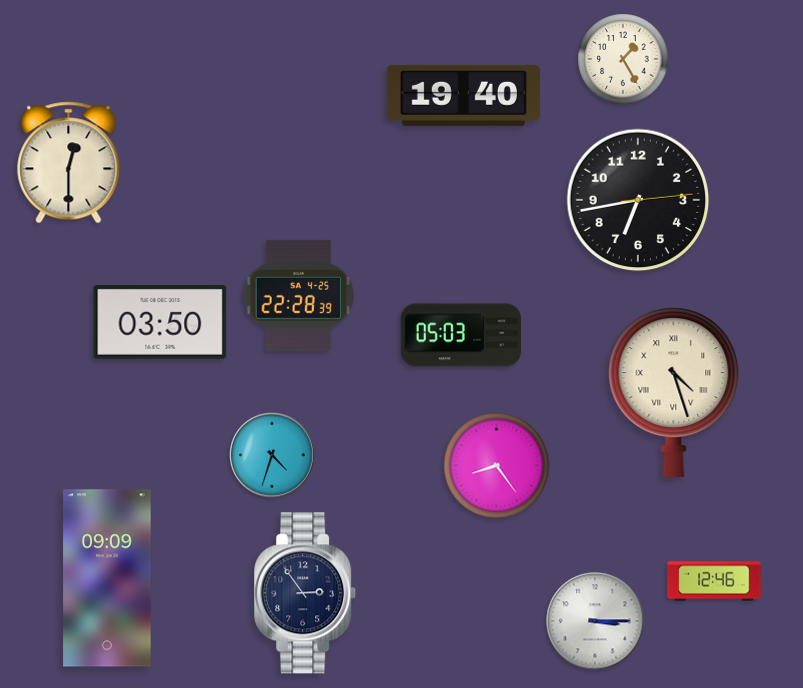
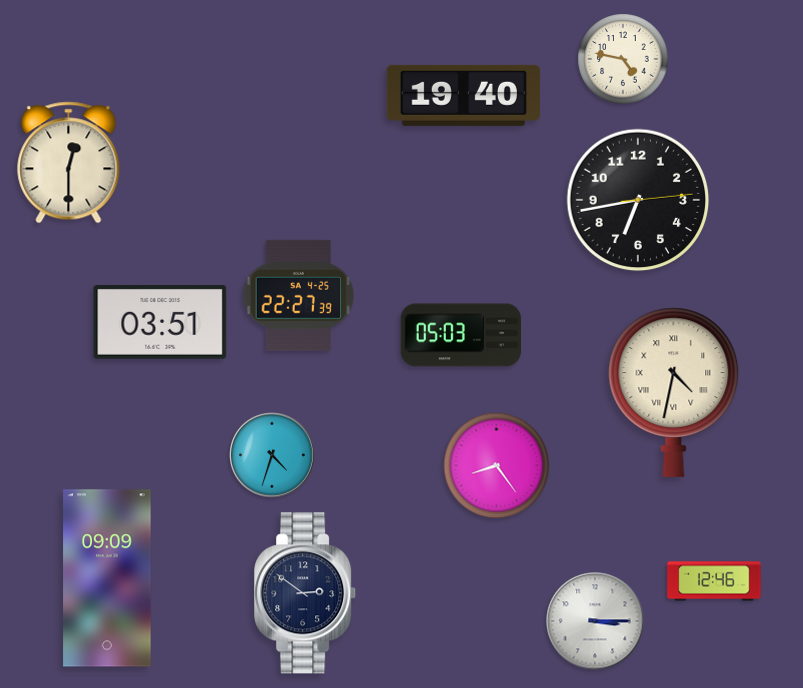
clock at (623, 59): 1:25 -> 4:47
clock at (299, 295): 22:28 -> 22:27
clock at (160, 323): 03:50 -> 03:51
clock at (674, 392): 4:27 -> 4:32
clock at (306, 593): 2:54 -> 2:51
